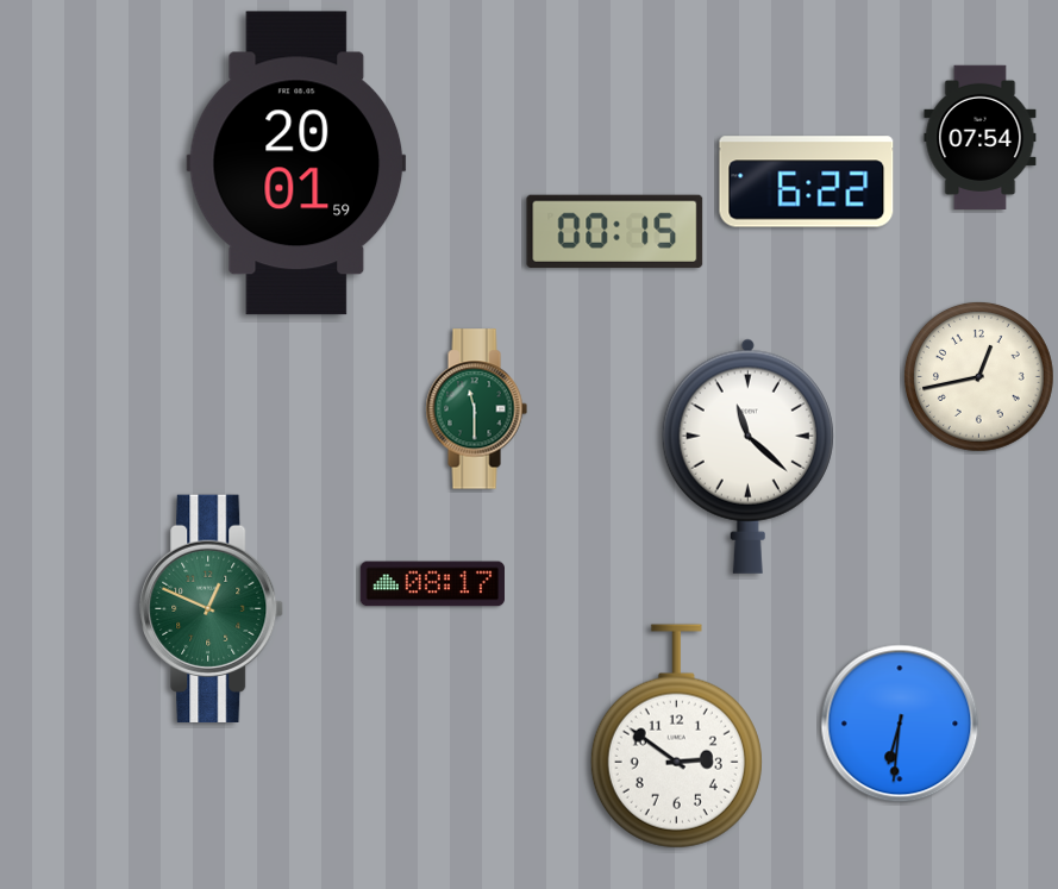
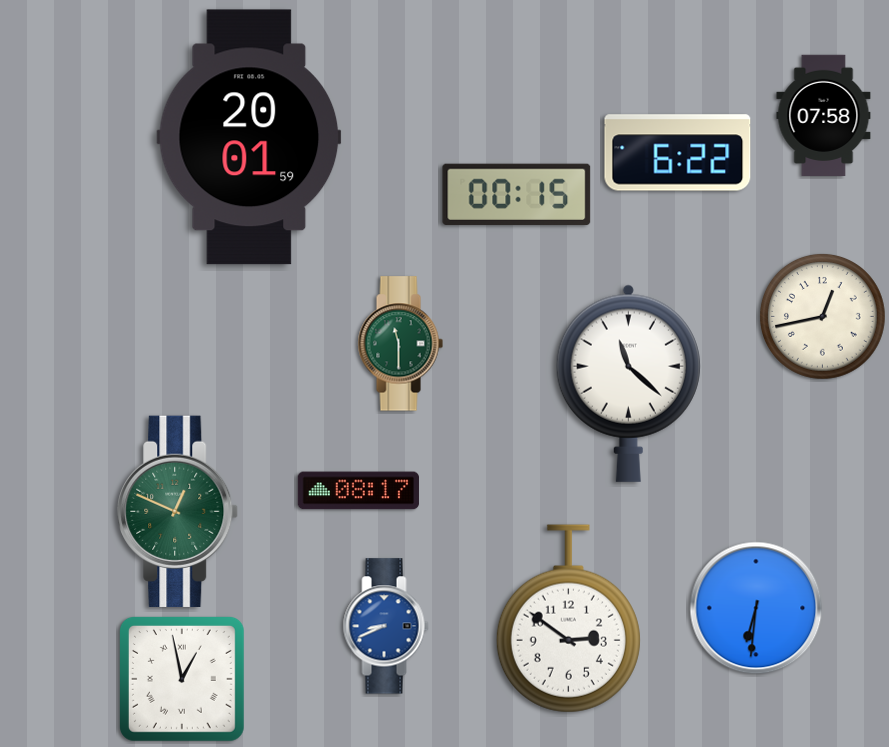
clock at (981, 137): 07:54 -> 07:58
clock at (432, 584) position: (432, 584) -> (358, 491)
clock at (386, 626): none -> 8:41
clock at (182, 679): none -> 12:58
